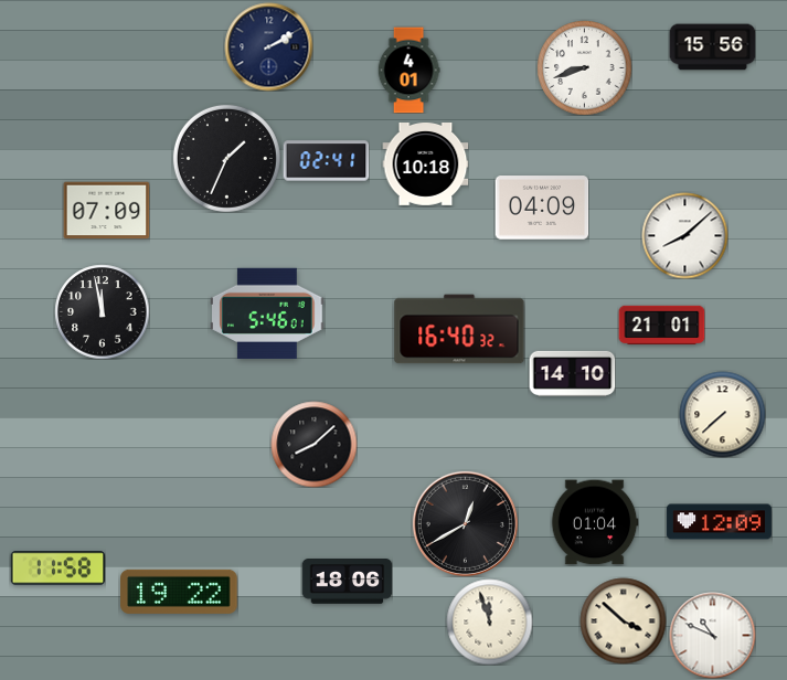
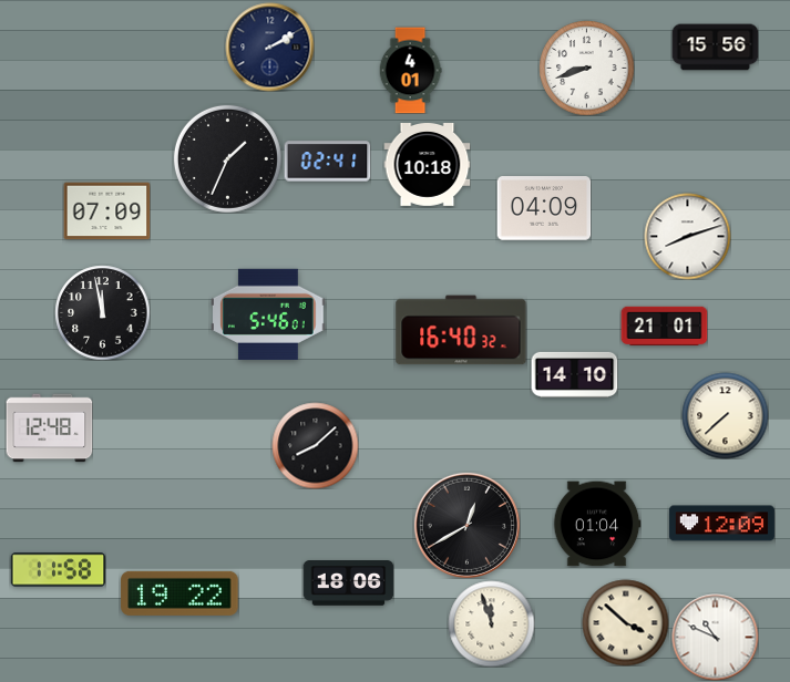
clock at (684, 235): 8:08 -> 8:12
clock at (49, 428): none -> 12:48
